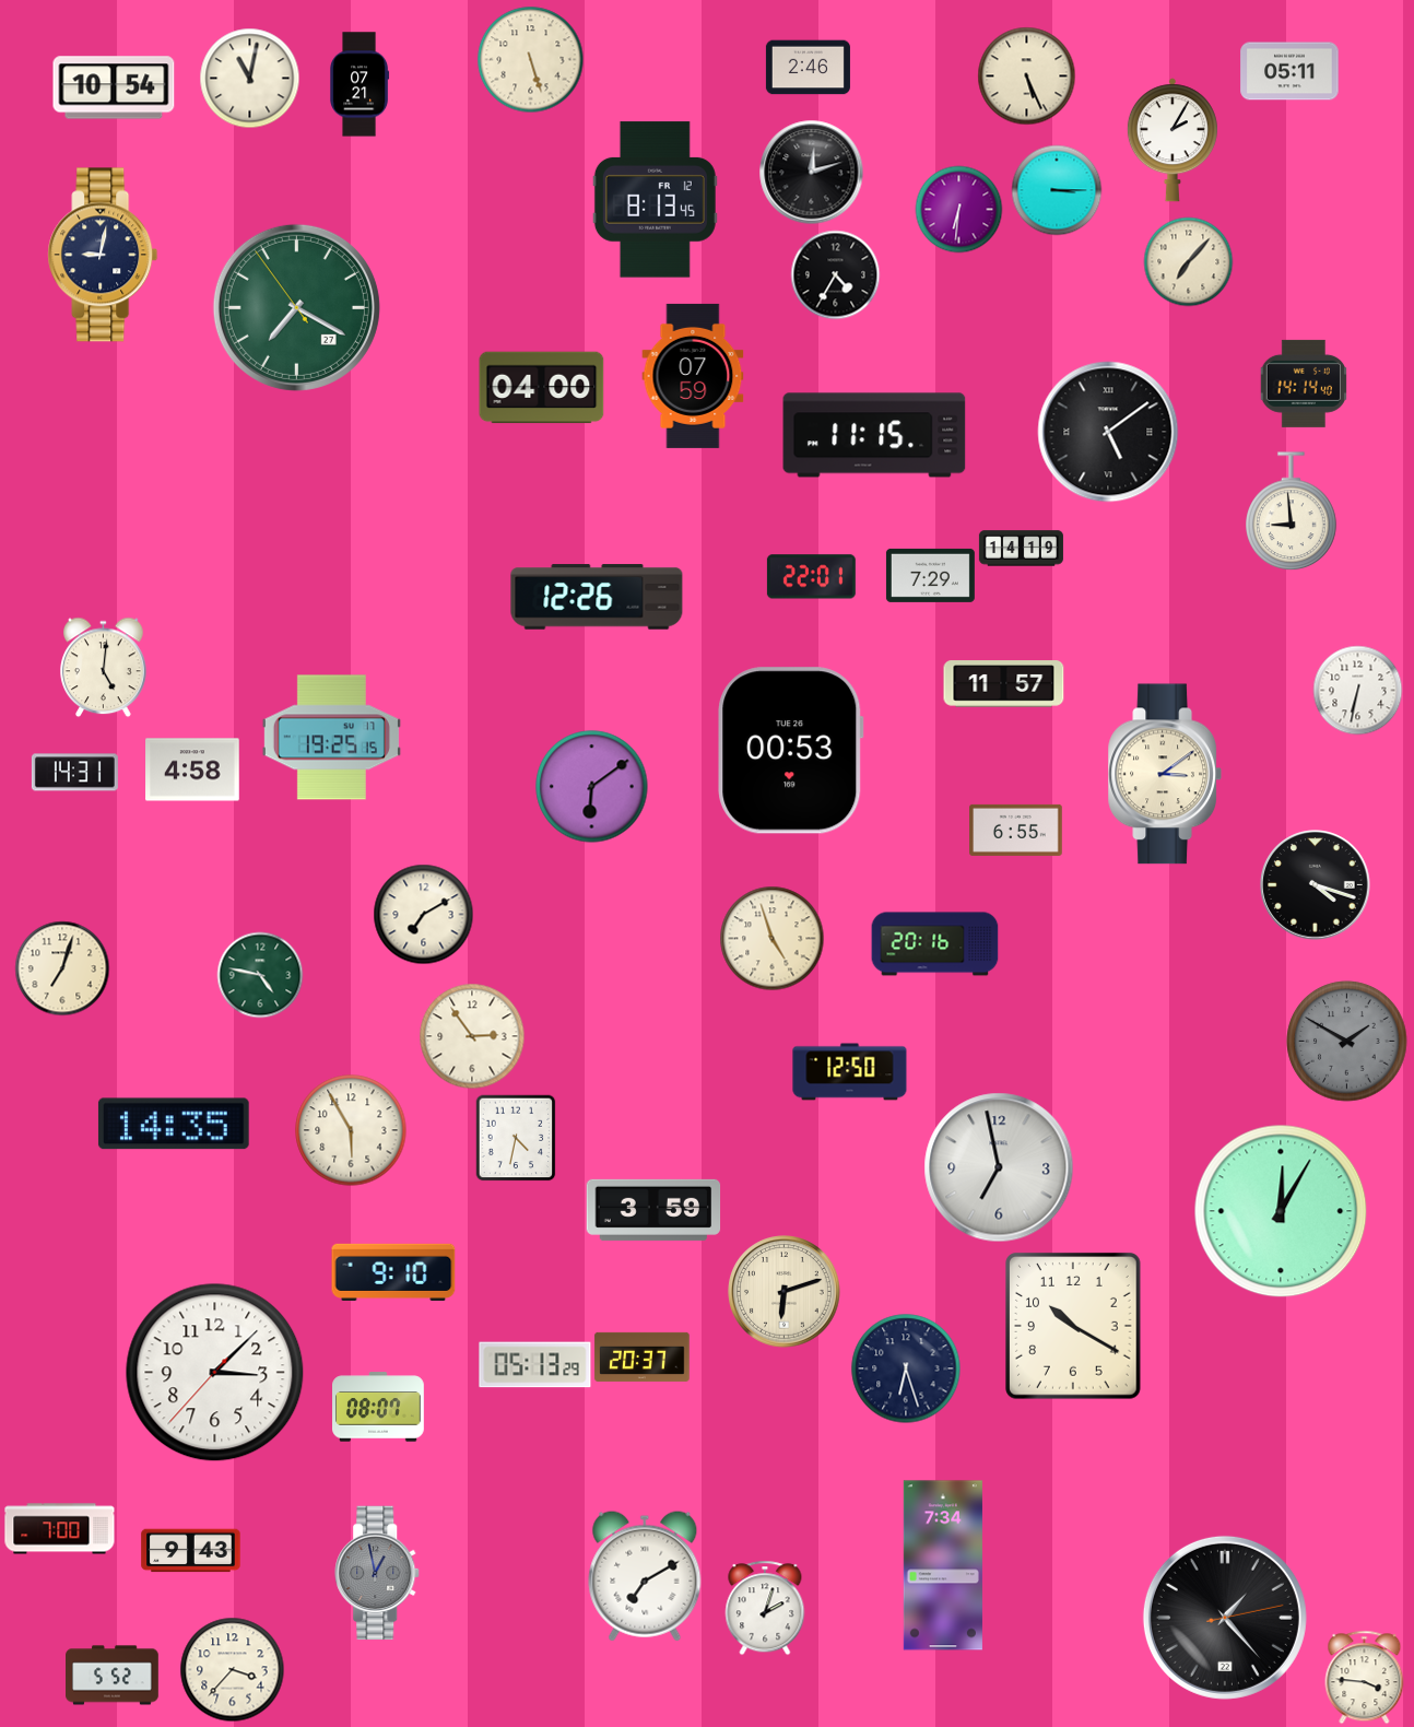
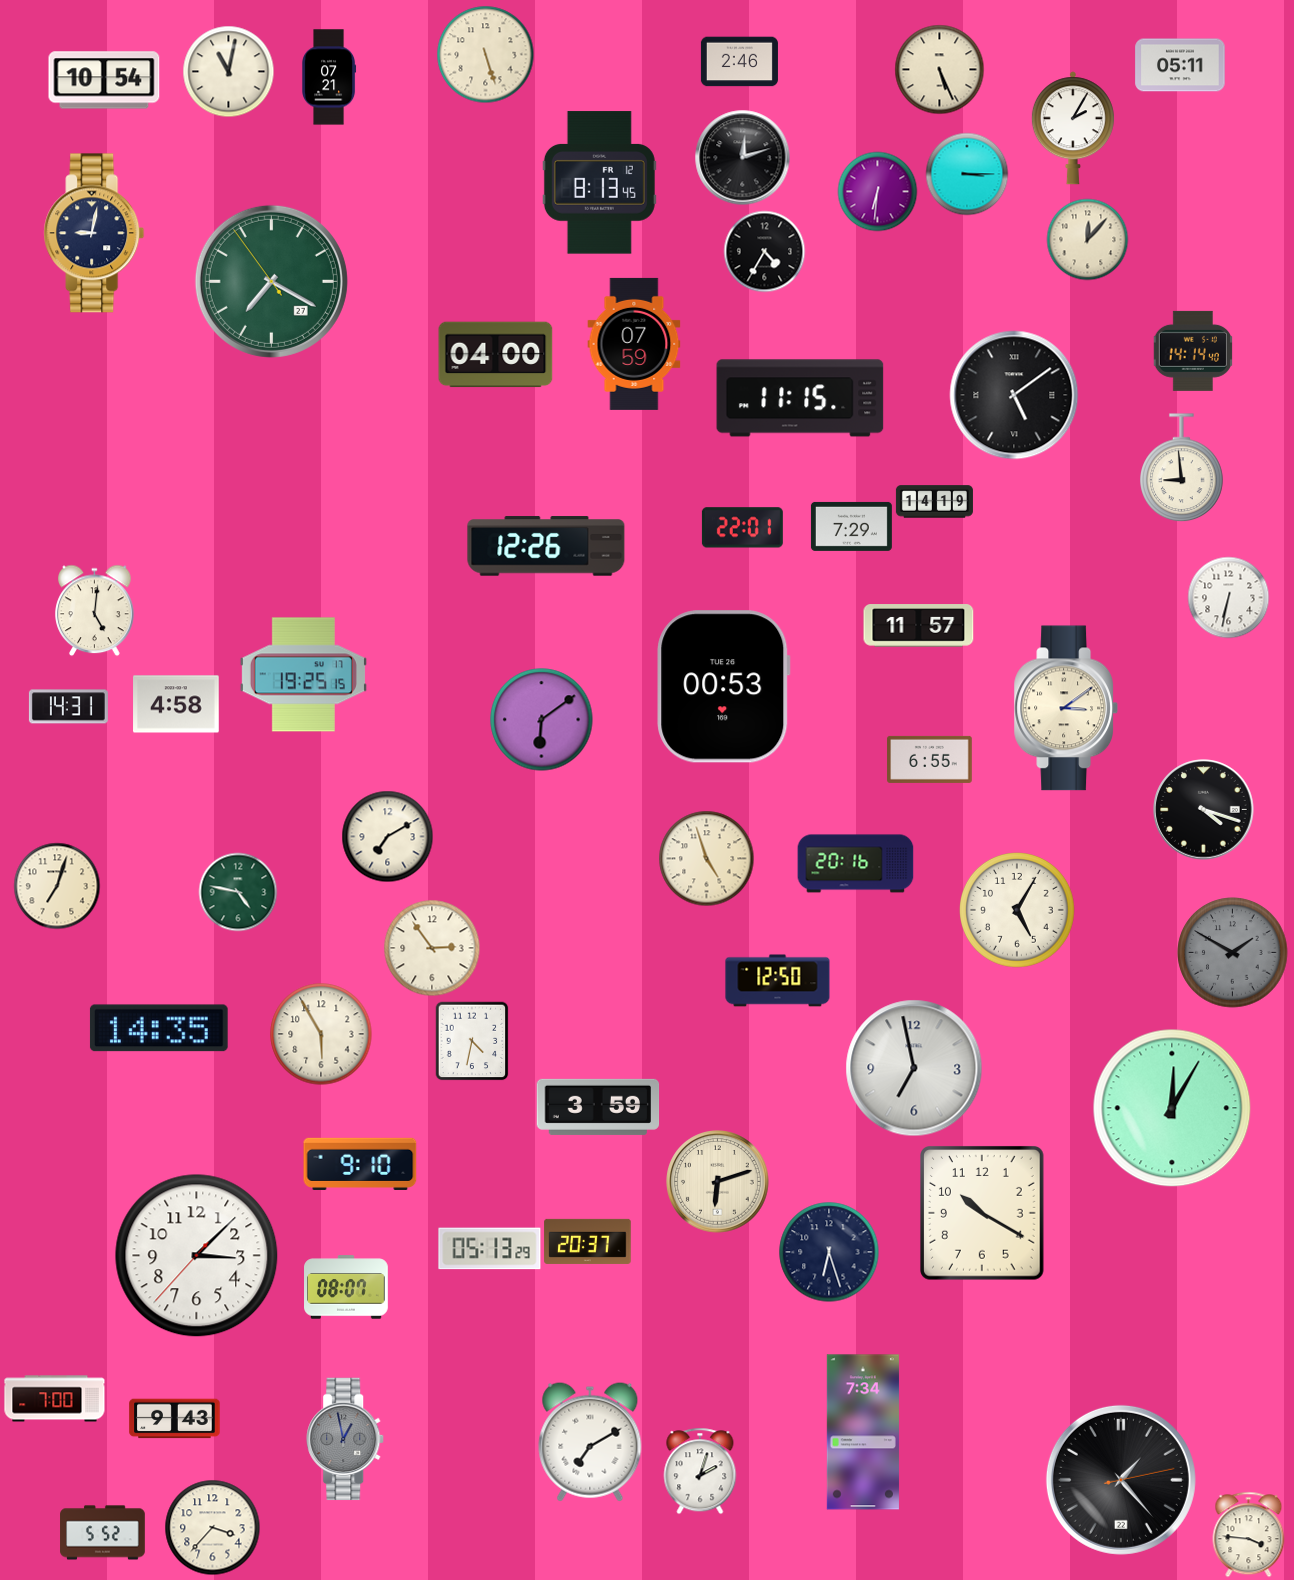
clock at (1188, 261): 7:07 -> 12:07
clock at (1357, 690) position: (1357, 690) -> (1228, 597)
clock at (1018, 911): none -> 5:05
